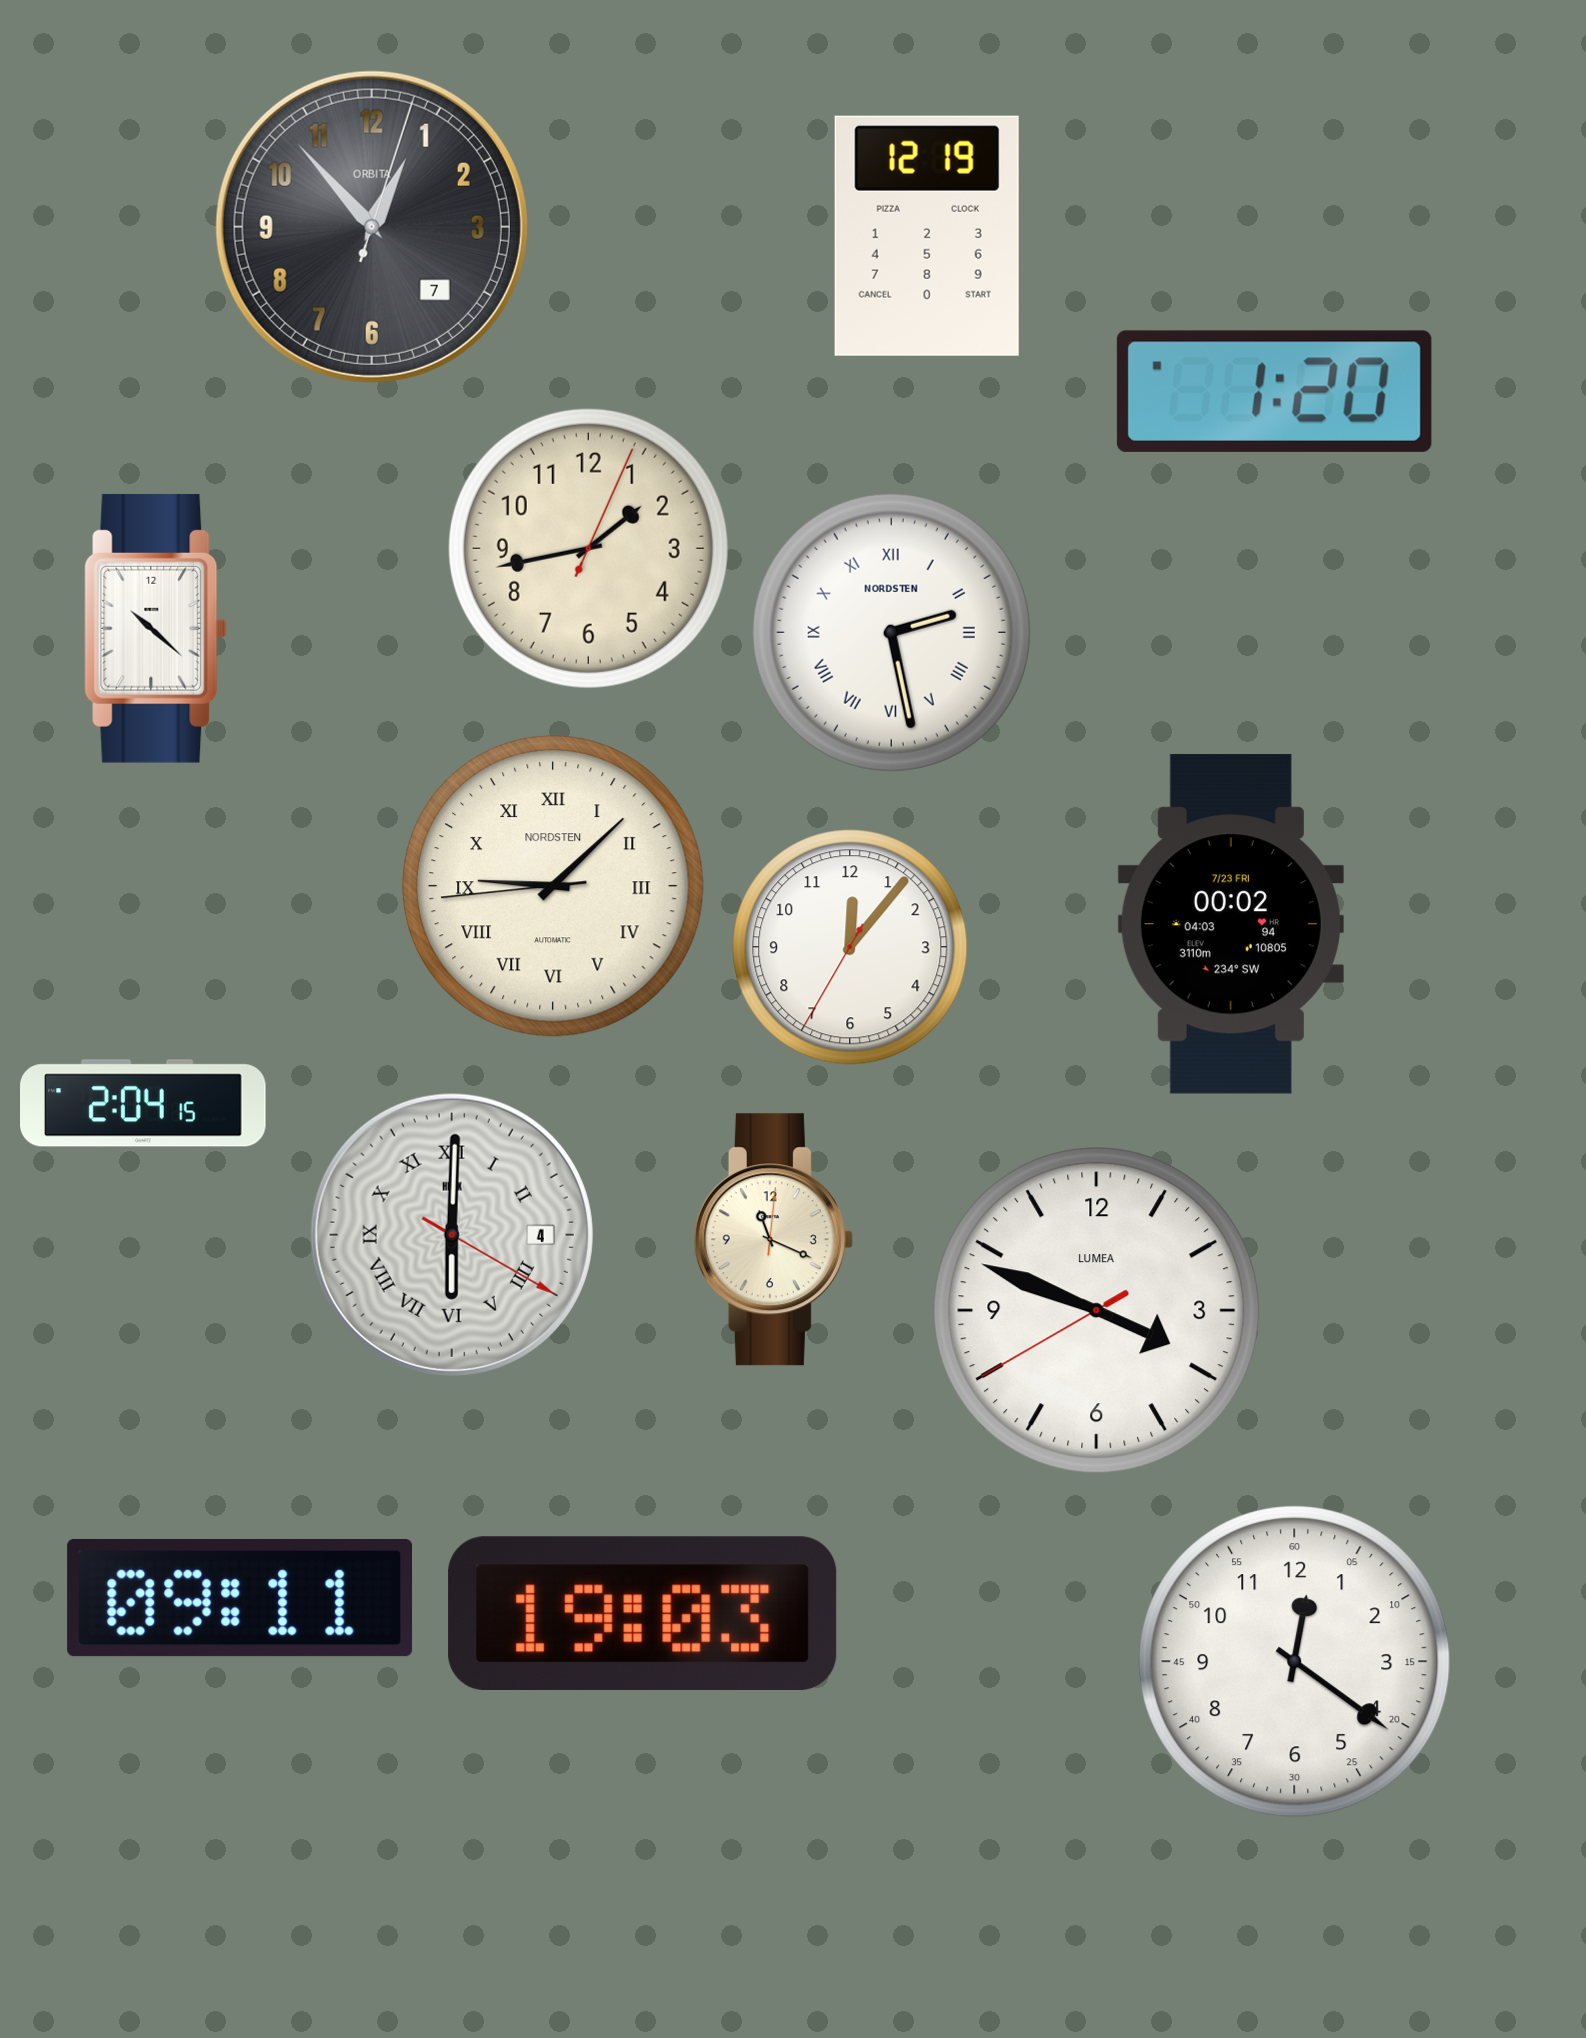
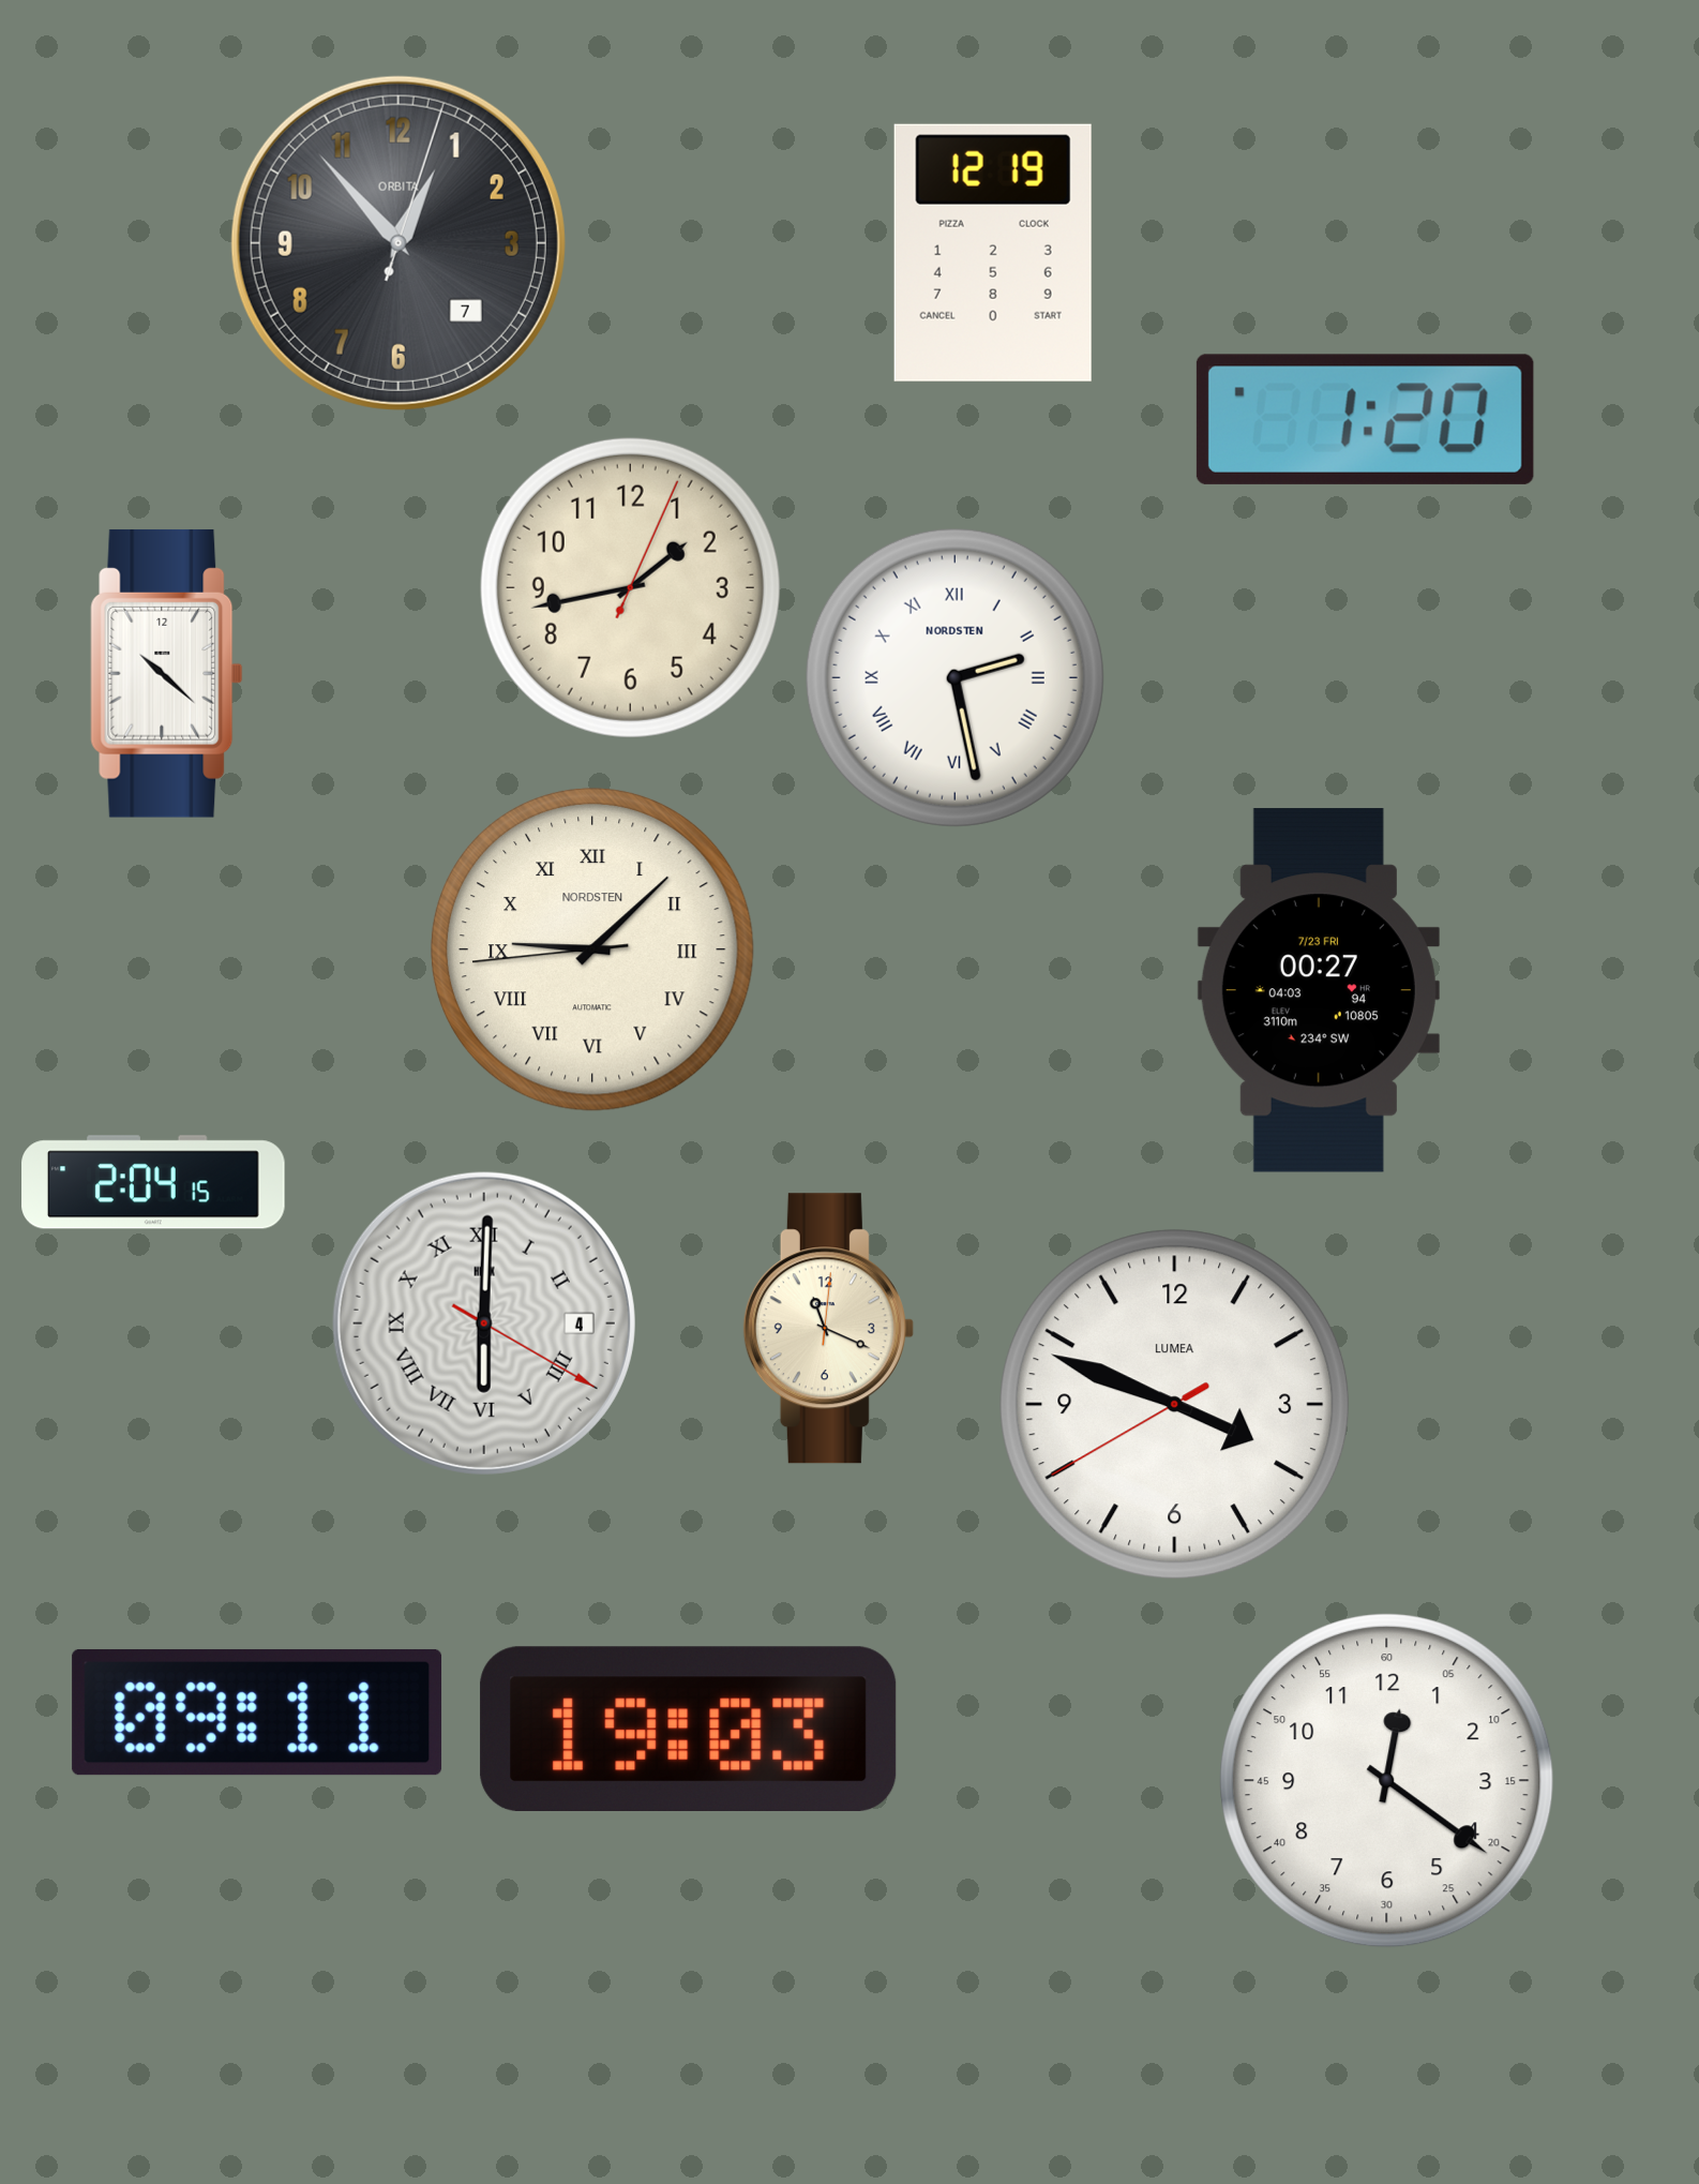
clock at (1231, 924): 00:02 -> 00:27
clock at (850, 947): 12:06 -> none
